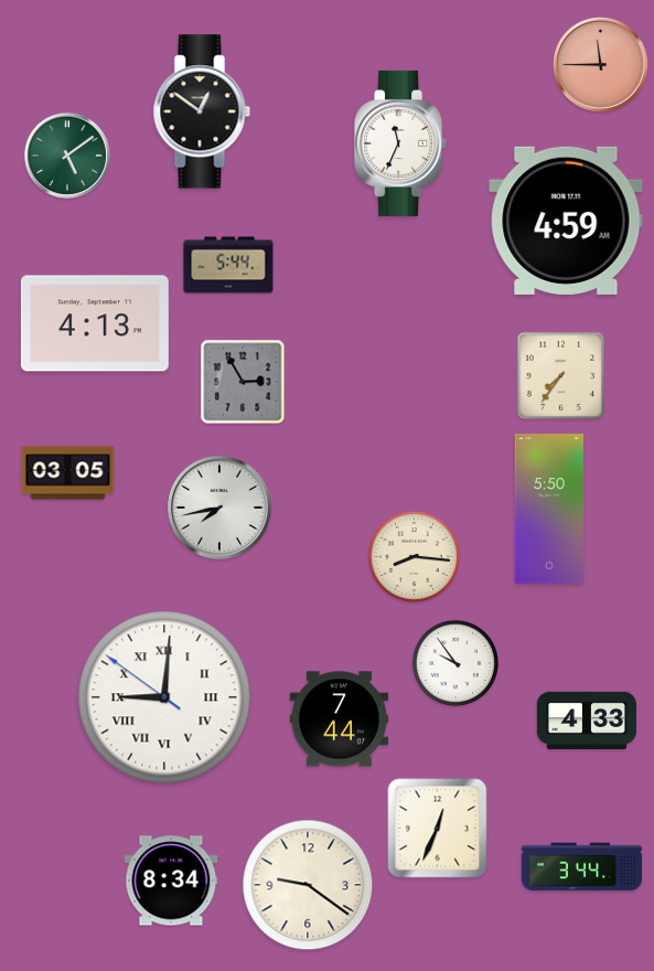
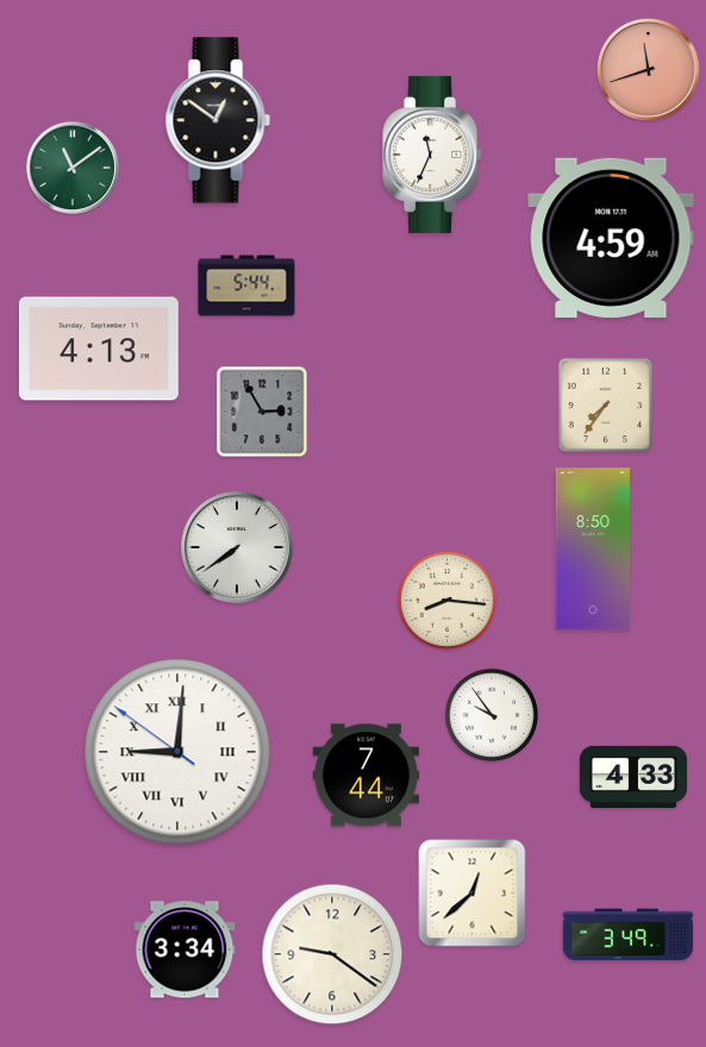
clock at (601, 65): 11:45 -> 11:42
clock at (67, 156): 5:09 -> 11:09
clock at (95, 323) position: (95, 323) -> (99, 349)
clock at (68, 473): 03:05 -> none
clock at (219, 508): 7:43 -> 7:39
clock at (548, 509): 5:50 -> 8:50
clock at (438, 829): 12:34 -> 12:38
clock at (582, 867): 3:44 -> 3:49
clock at (171, 881): 8:34 -> 3:34
